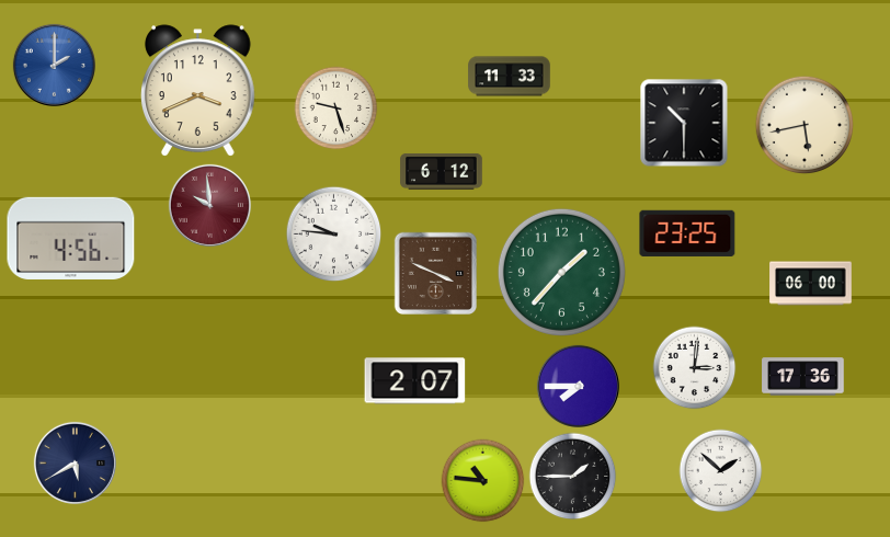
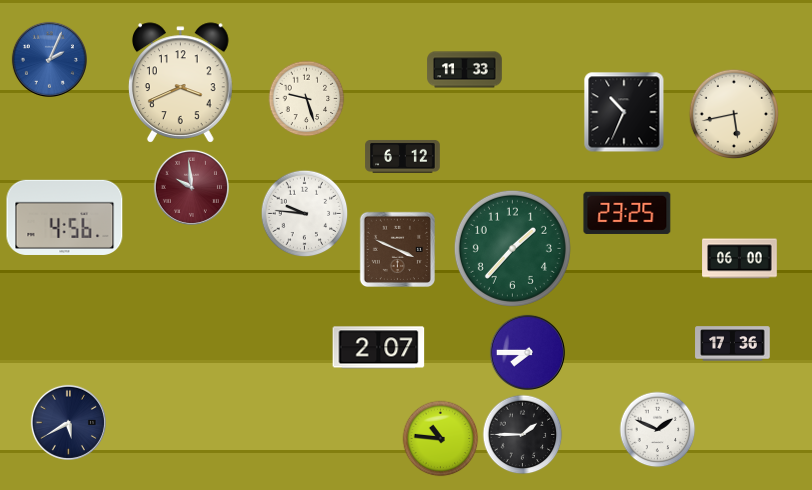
clock at (54, 65): 2:00 -> 2:04
clock at (684, 123): 10:30 -> 10:34
clock at (695, 368): 3:01 -> none
clock at (721, 471): 1:52 -> 1:49
